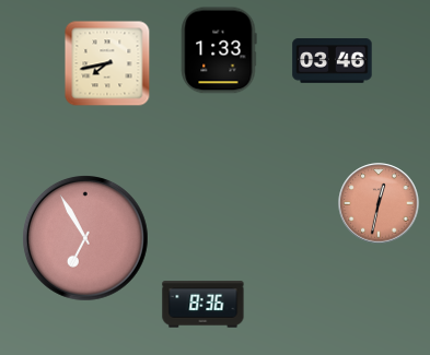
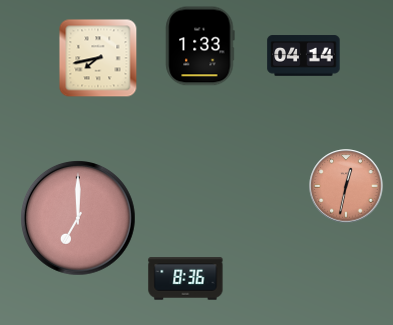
clock at (333, 61): 03:46 -> 04:14
clock at (86, 239): 6:55 -> 7:00
